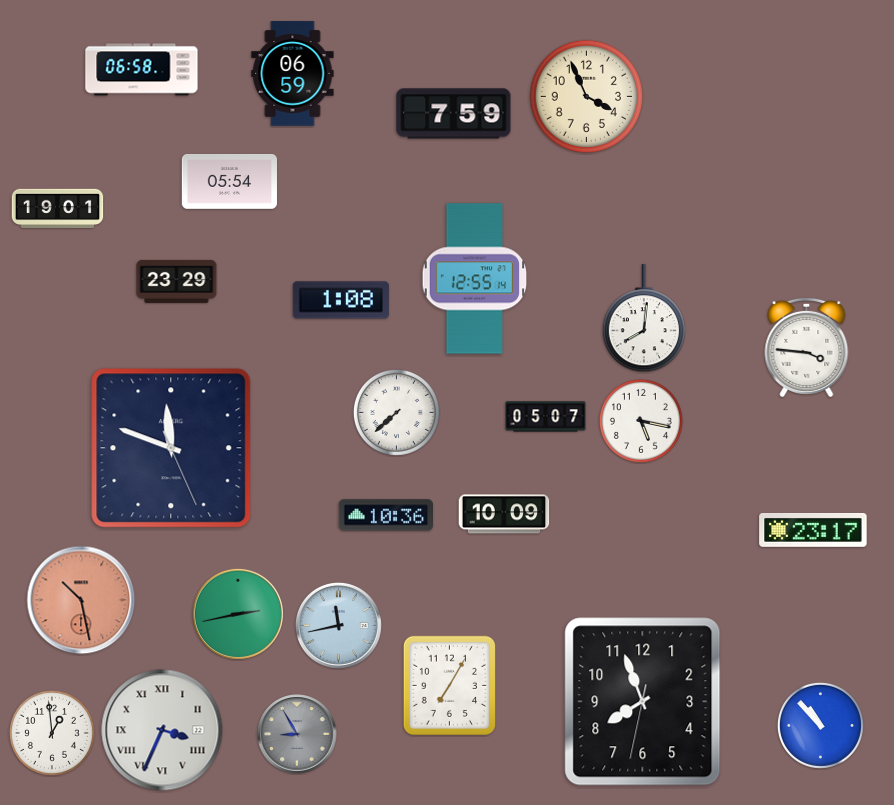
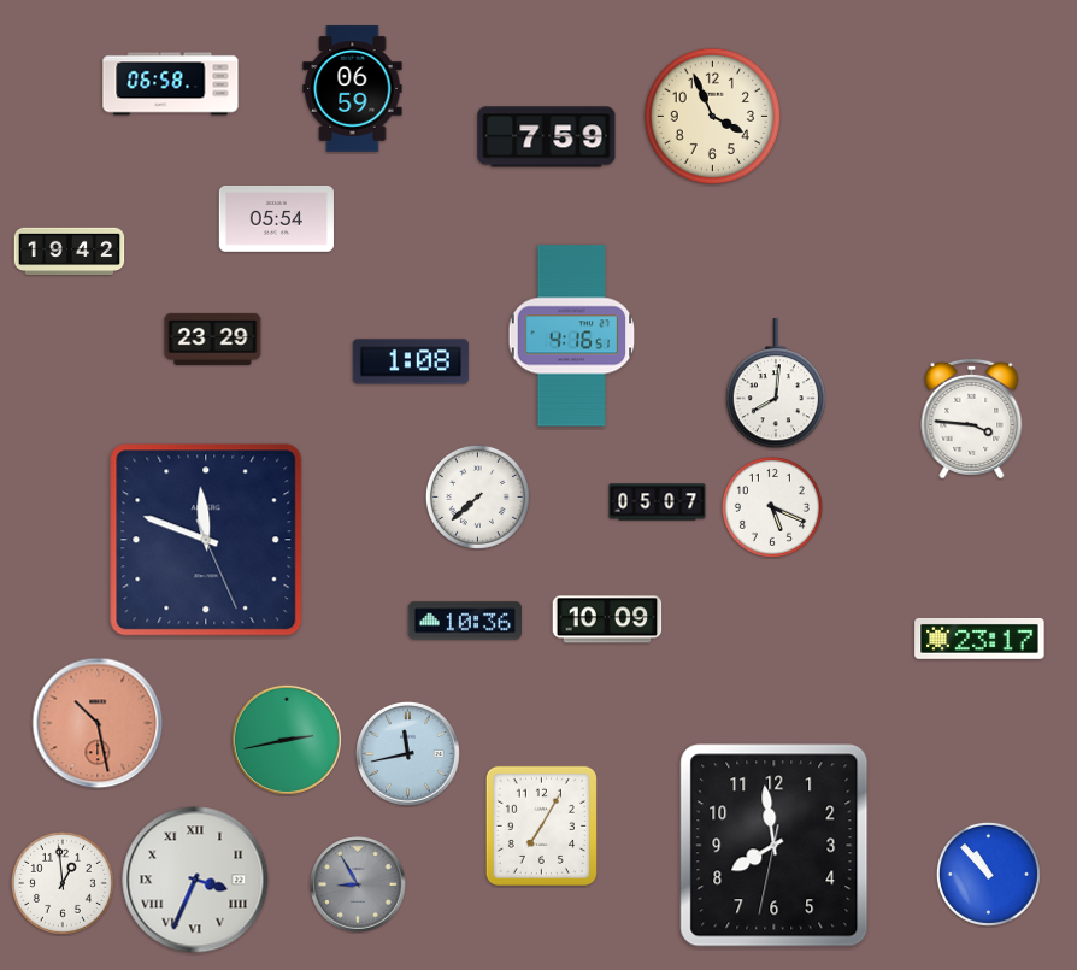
clock at (586, 96) position: (586, 96) -> (712, 116)
clock at (58, 209): 19:01 -> 19:42
clock at (475, 279): 12:55 -> 4:16
clock at (641, 421): 5:17 -> 5:19
clock at (643, 702): 7:56 -> 7:58
